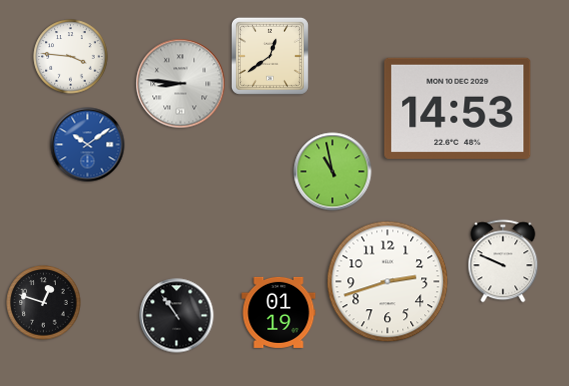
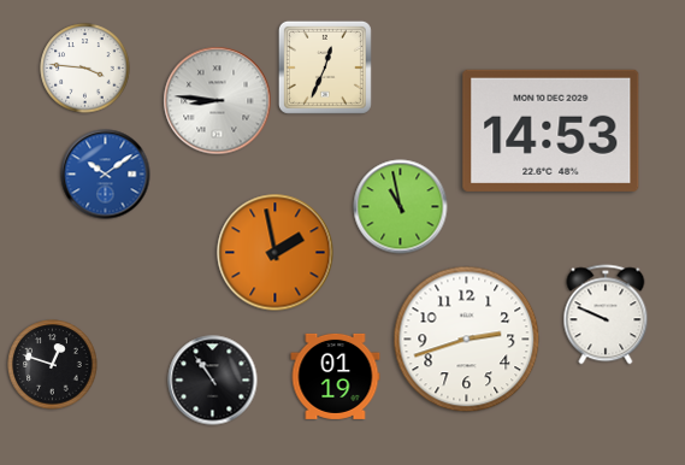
clock at (270, 56): 12:39 -> 12:34
clock at (276, 253): none -> 1:58
